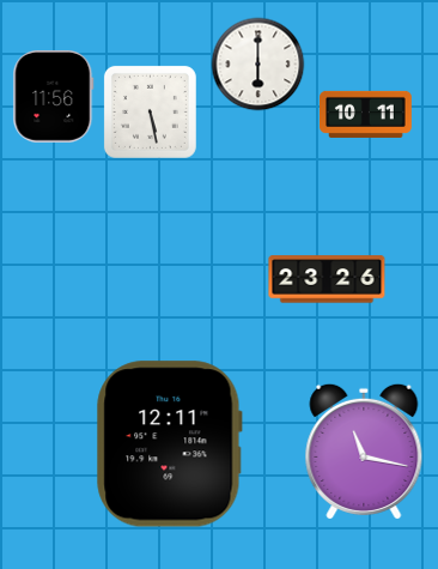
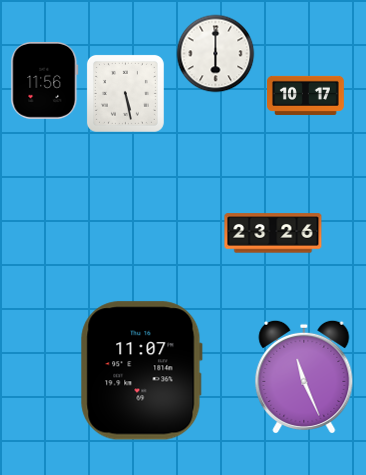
clock at (366, 114): 10:11 -> 10:17
clock at (169, 444): 12:11 -> 11:07
clock at (364, 452): 11:17 -> 11:26
